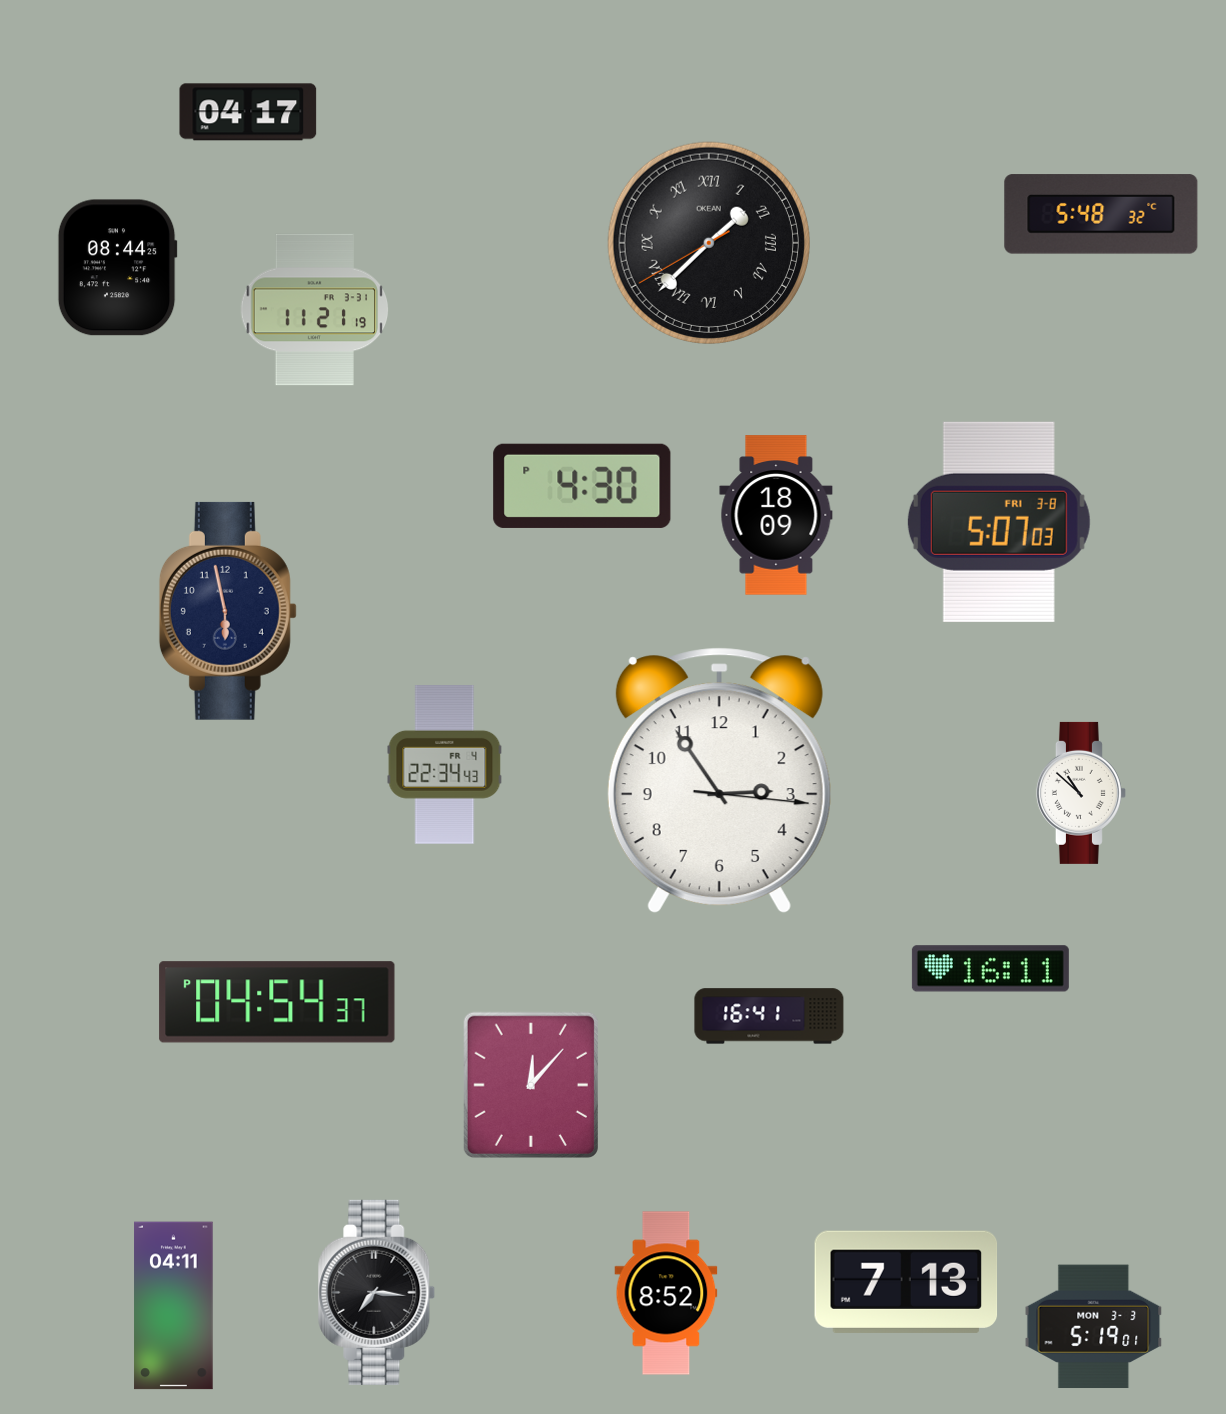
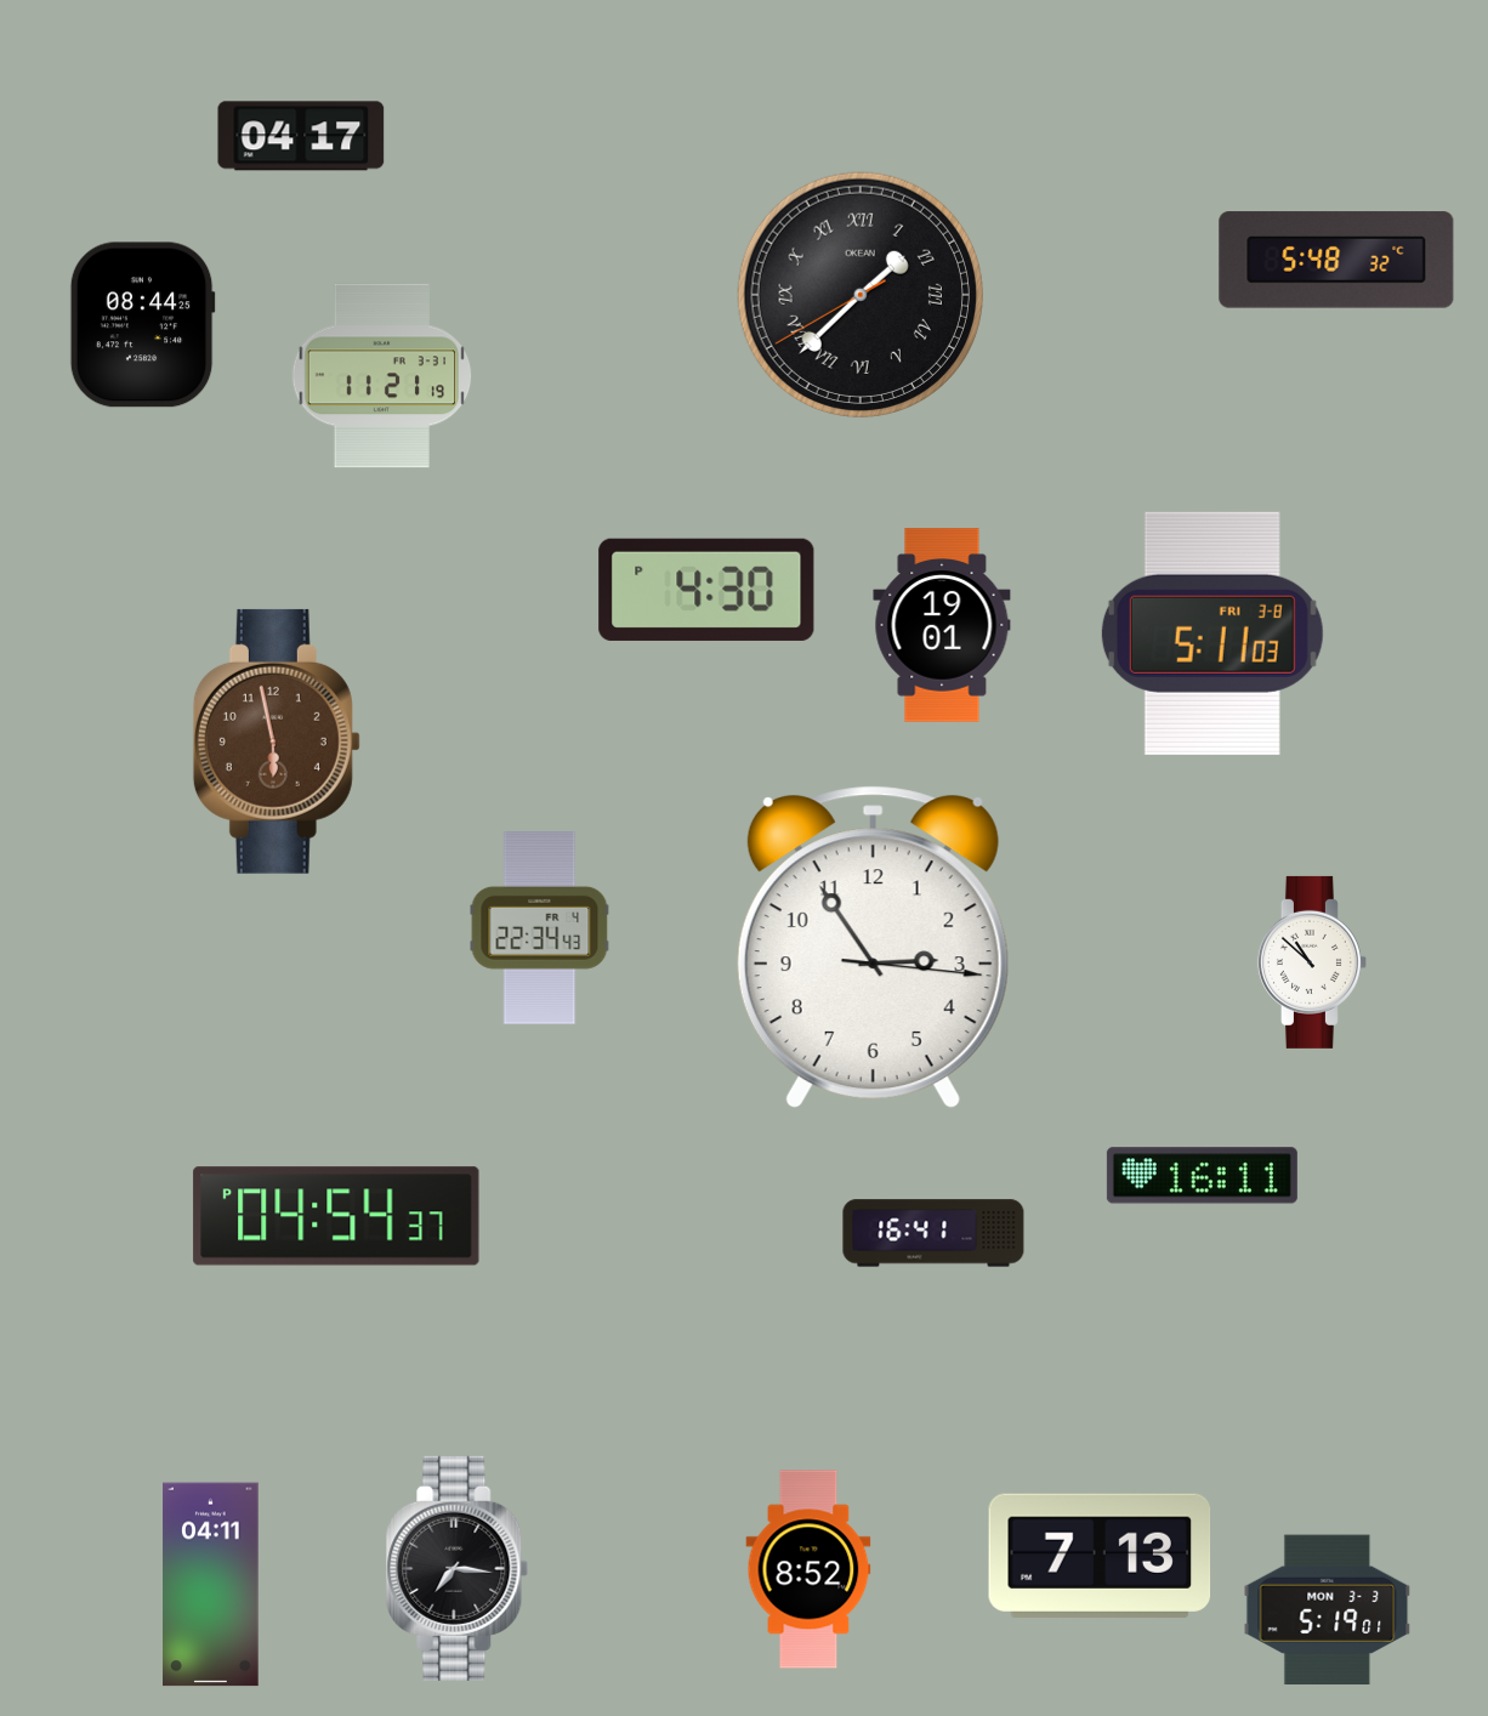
clock at (776, 515): 18:09 -> 19:01
clock at (999, 522): 5:07 -> 5:11
clock at (228, 611) dial: navy -> brown
clock at (531, 1085): 12:07 -> none
